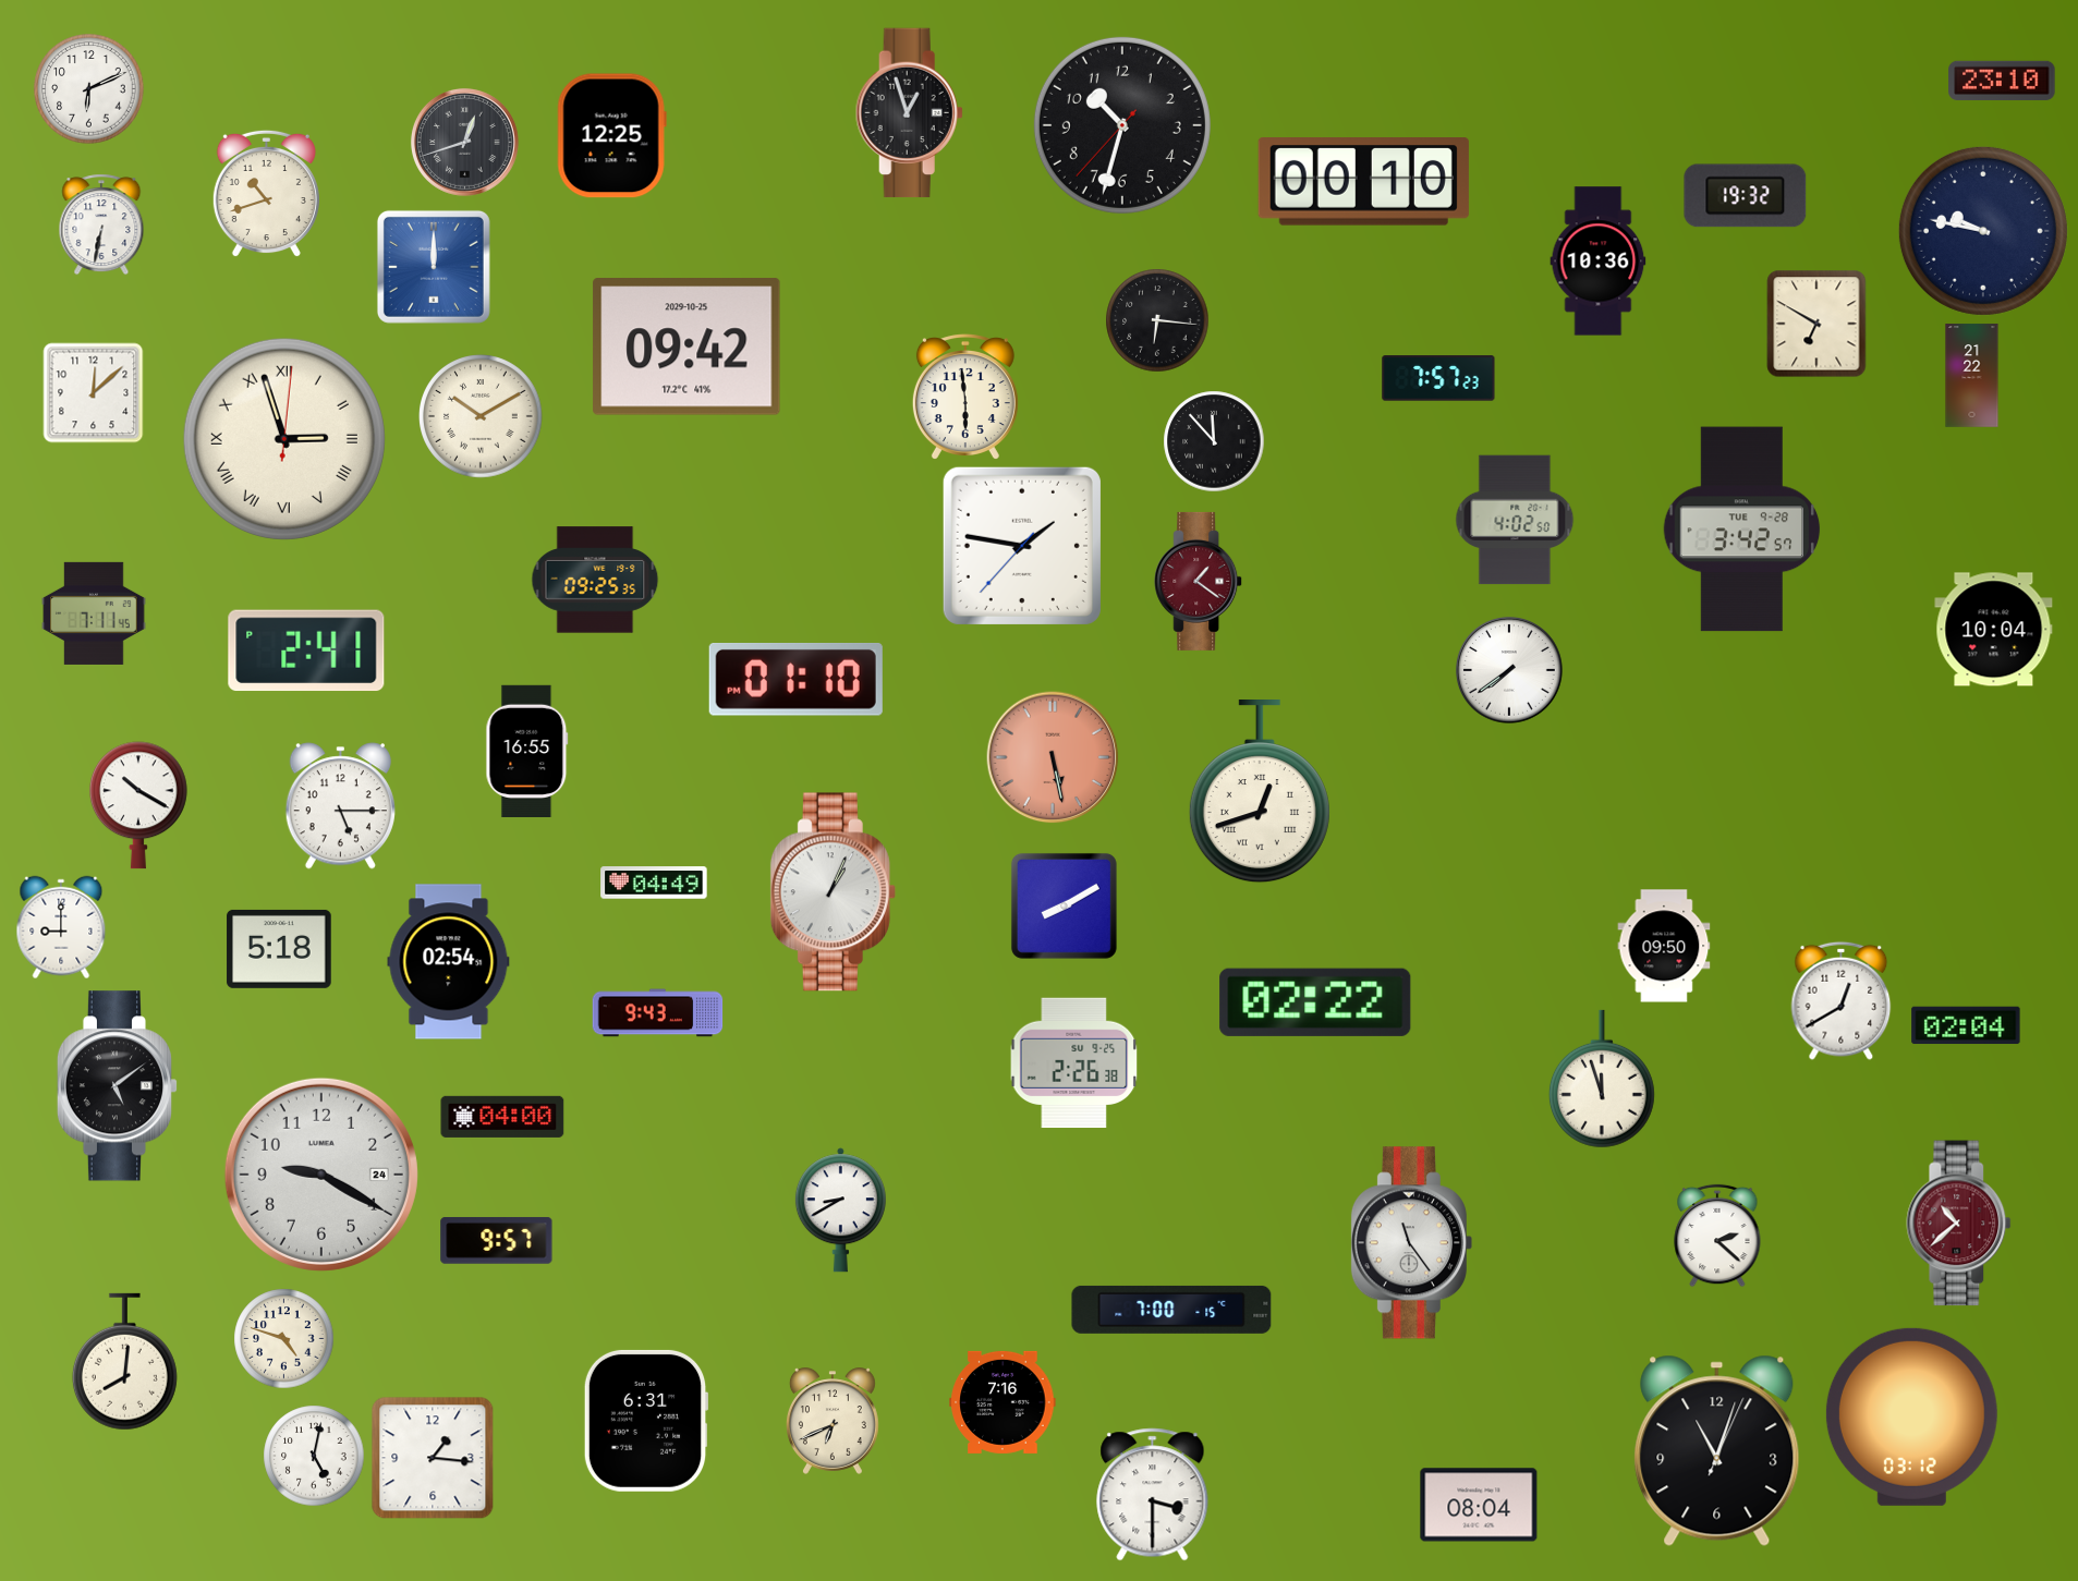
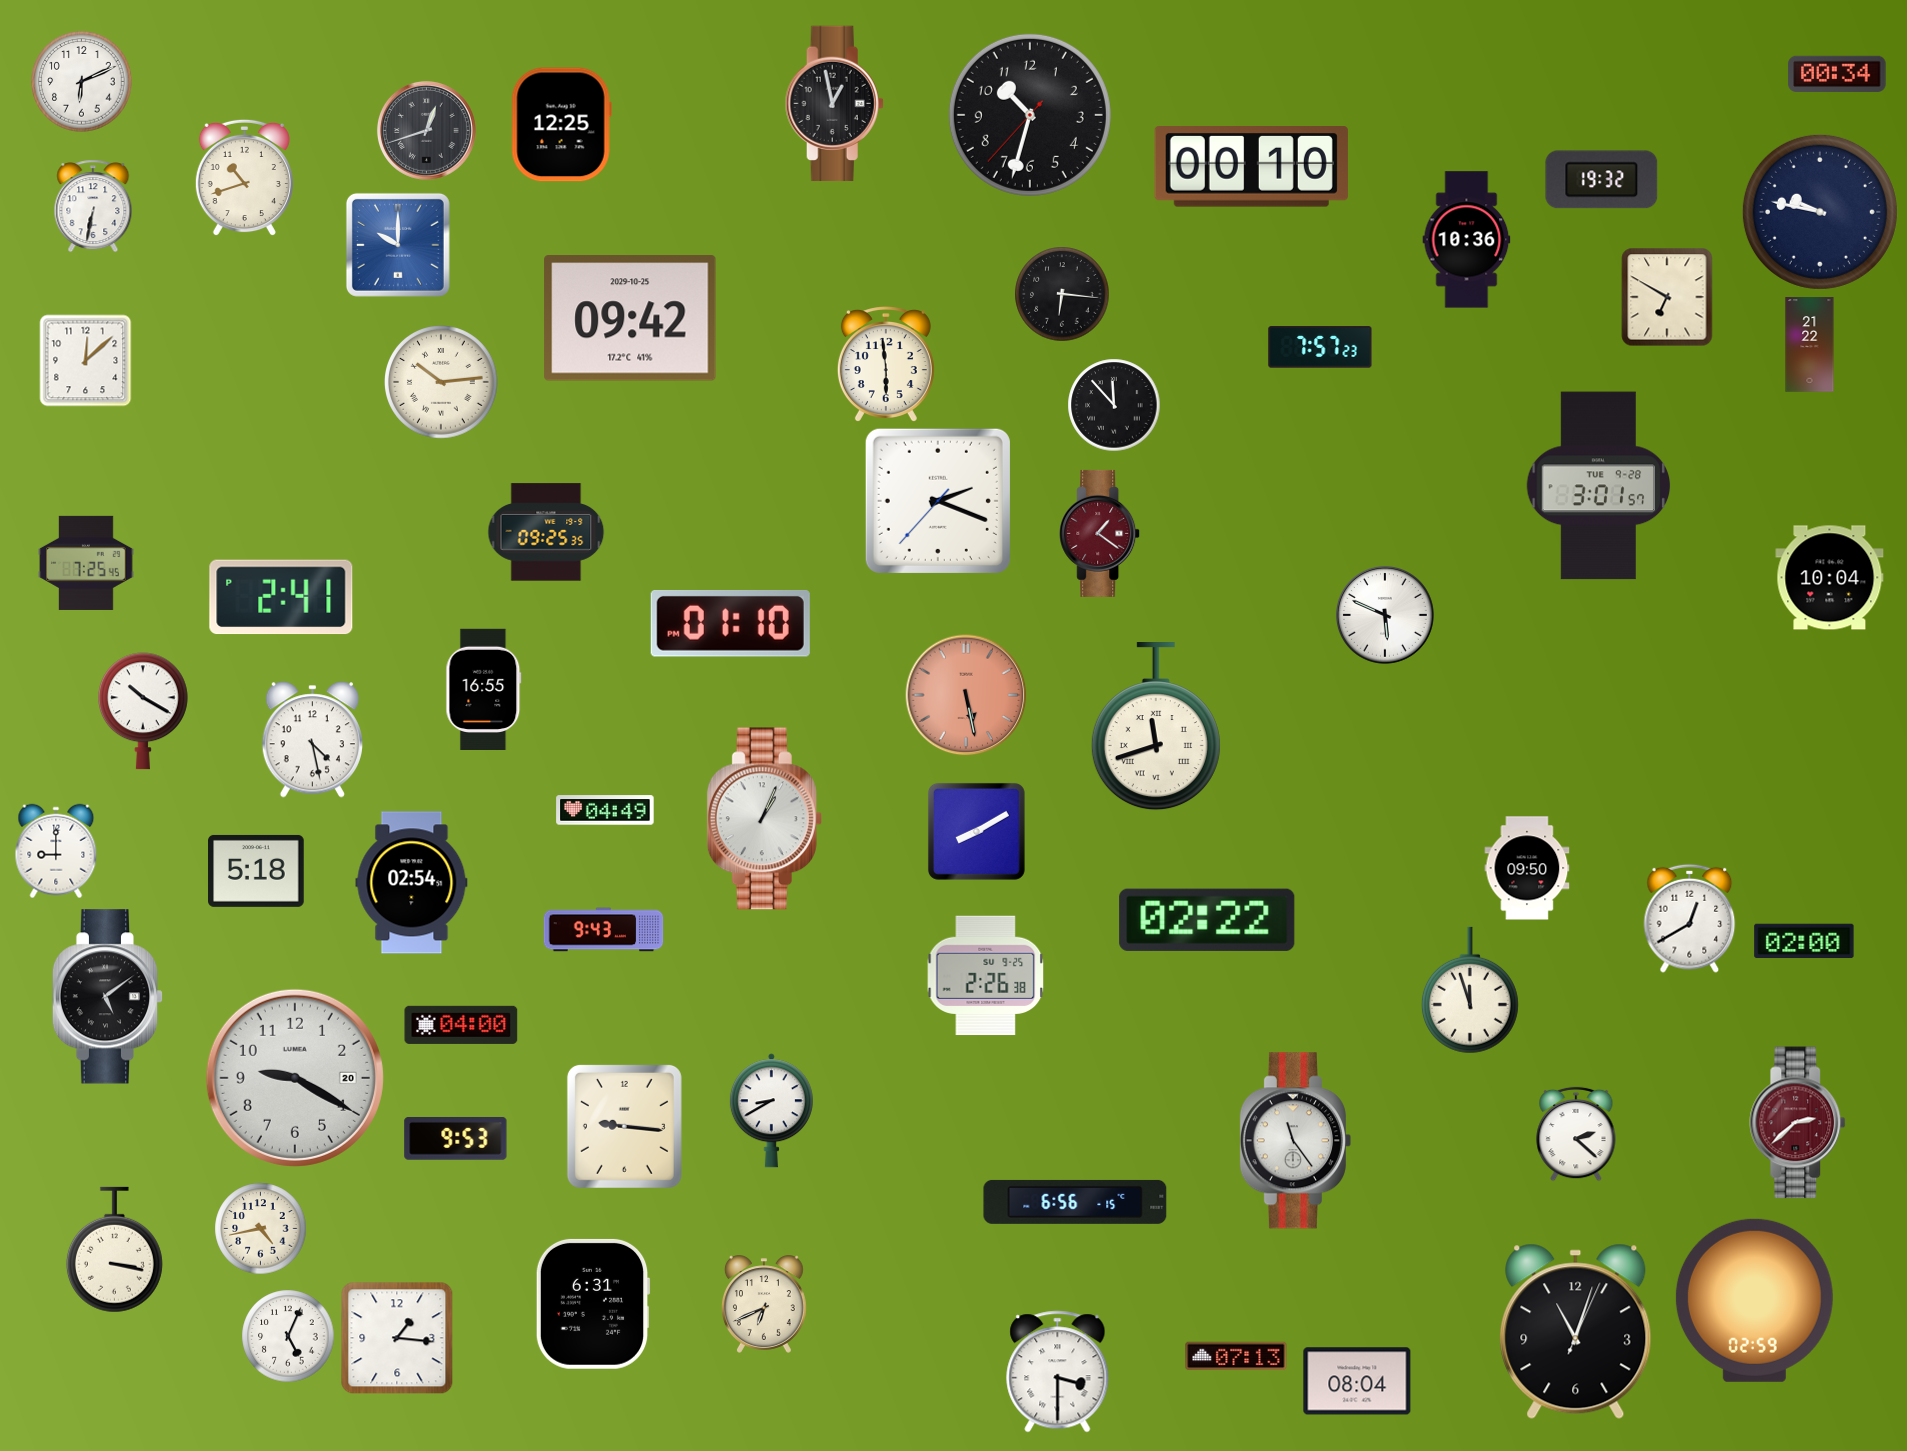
clock at (2002, 80): 23:10 -> 00:34
clock at (909, 113): 12:57 -> 12:58
clock at (434, 267): 12:00 -> 10:00
clock at (482, 417): 10:10 -> 10:14
clock at (284, 439): 2:57 -> none
clock at (1515, 520): 4:02 -> none
clock at (1742, 530): 3:42 -> 3:01
clock at (1022, 546): 1:46 -> 2:18
clock at (94, 613): 7:11 -> 7:25
clock at (1509, 670): 7:39 -> 5:49
clock at (1260, 792): 12:42 -> 11:42
clock at (138, 805) position: (138, 805) -> (143, 711)
clock at (340, 806): 5:15 -> 4:28
clock at (654, 883) position: (654, 883) -> (605, 810)
clock at (1966, 1025): 02:04 -> 02:00
clock at (321, 1175) date: 24 -> 20
clock at (1959, 1224): 10:38 -> 2:38
clock at (624, 1126): none -> 9:16
clock at (497, 1240): 9:57 -> 9:53
clock at (1171, 1310): 7:00 -> 6:56
clock at (284, 1339): 4:48 -> 4:43
clock at (124, 1362): 8:01 -> 3:17
clock at (1002, 1402): 7:16 -> none
clock at (1911, 1416): 03:12 -> 02:59
clock at (314, 1456): 5:02 -> 5:04
clock at (1236, 1356): none -> 07:13
